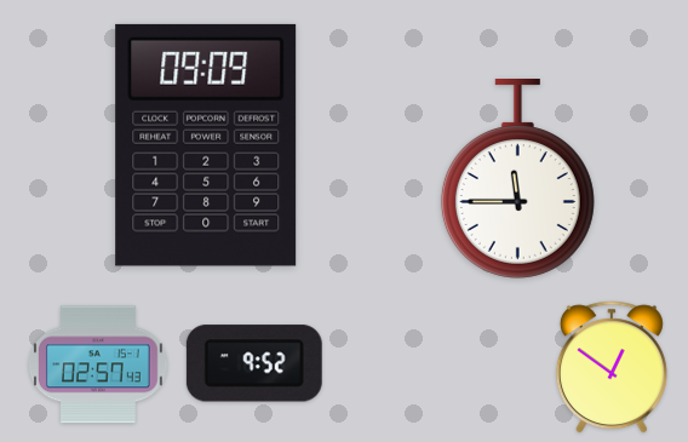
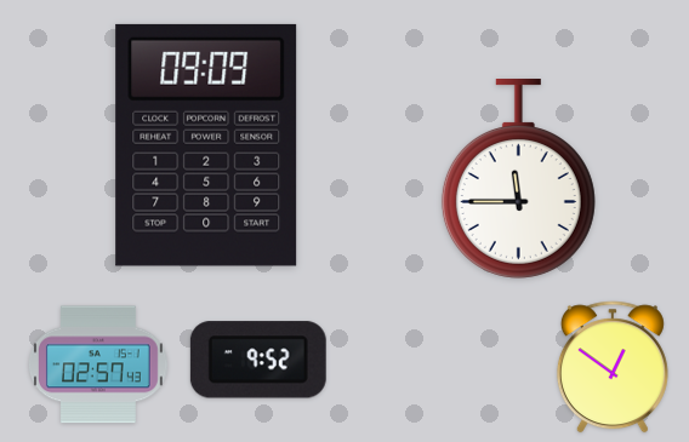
clock at (254, 363) position: (254, 363) -> (258, 360)
